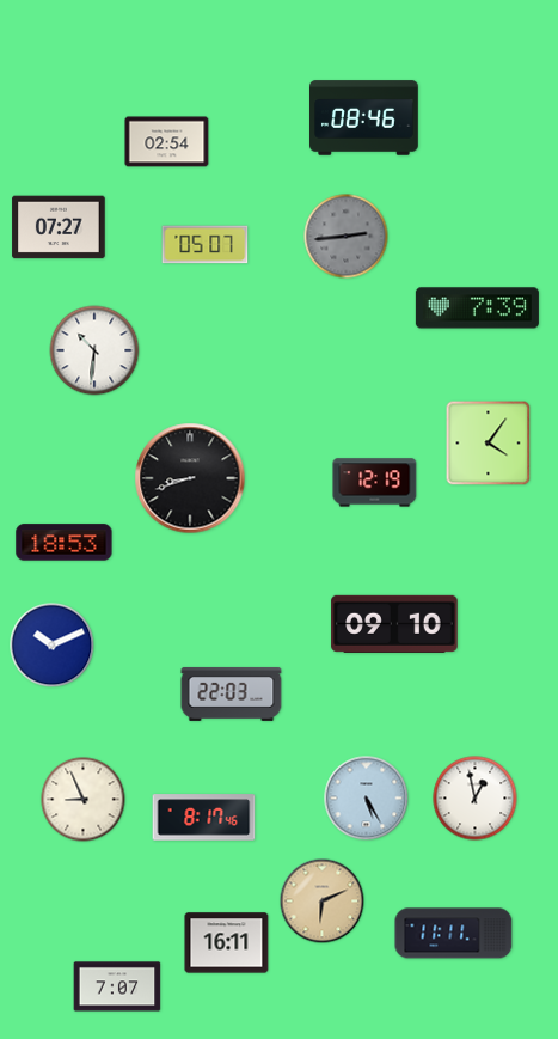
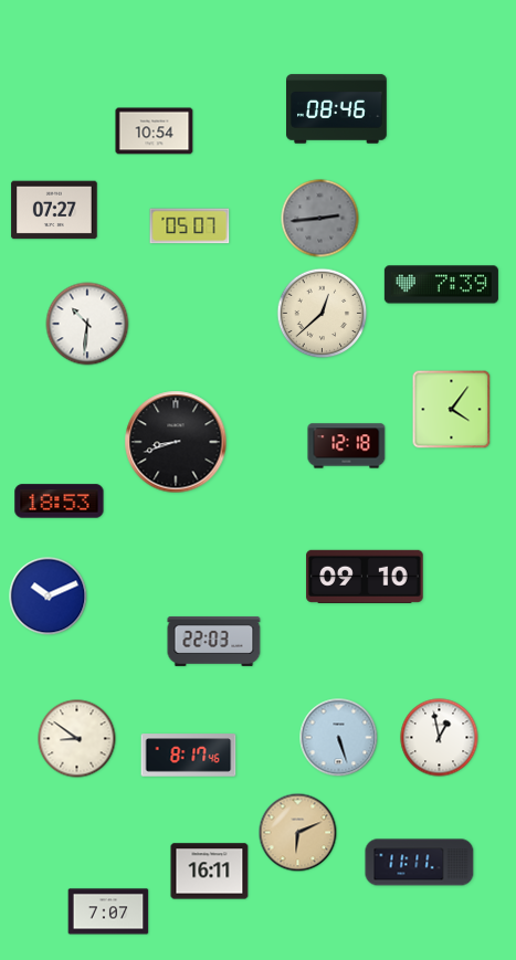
clock at (167, 142): 02:54 -> 10:54
clock at (323, 314): none -> 12:38
clock at (375, 483): 12:19 -> 12:18
clock at (367, 799): 5:25 -> 5:27
clock at (84, 800): 8:56 -> 8:51
